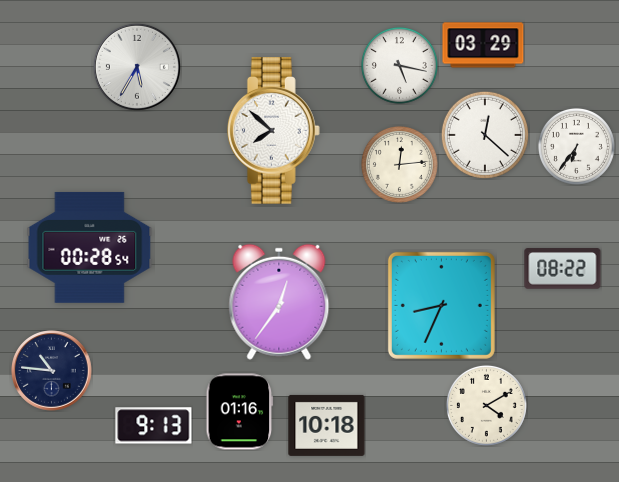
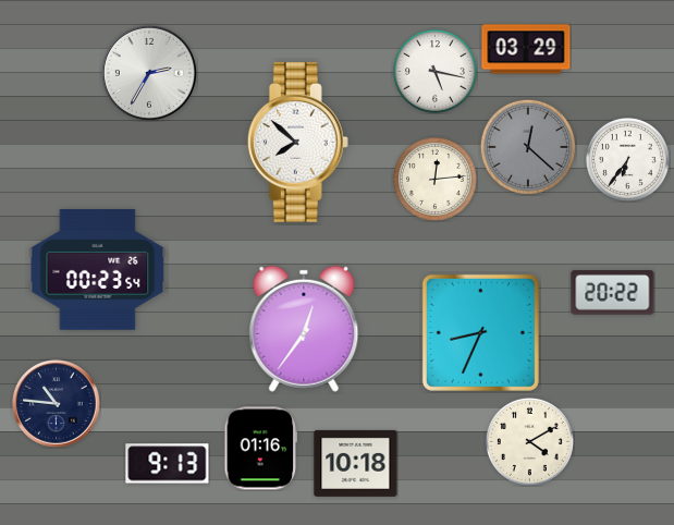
clock at (137, 67): 5:35 -> 2:35
clock at (485, 135) dial: white -> grey
clock at (90, 247): 00:28 -> 00:23
clock at (563, 269): 08:22 -> 20:22
